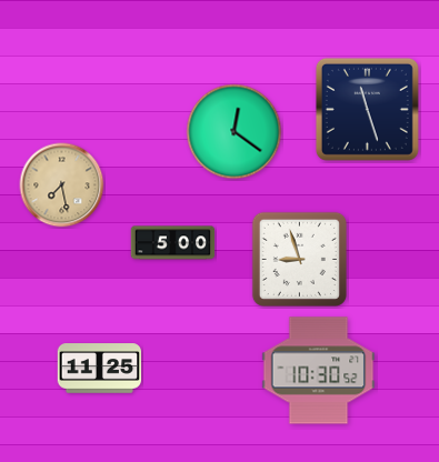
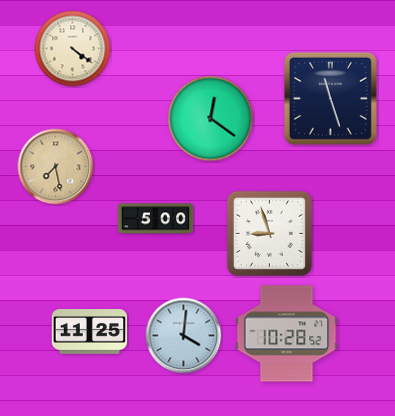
clock at (73, 49): none -> 4:21
clock at (319, 371): 10:30 -> 10:28
clock at (184, 336): none -> 4:01
